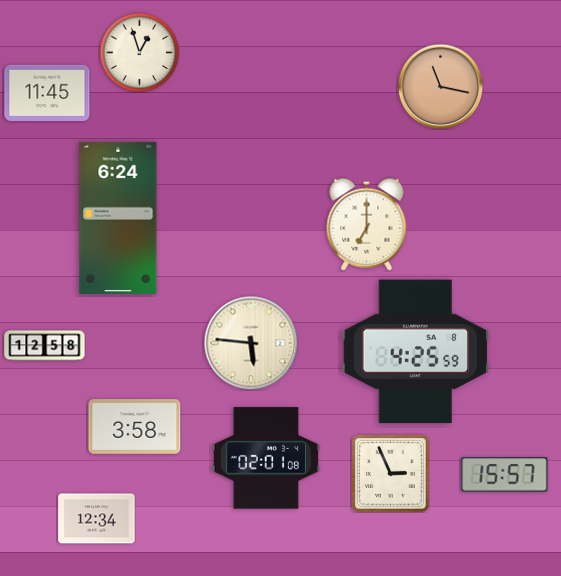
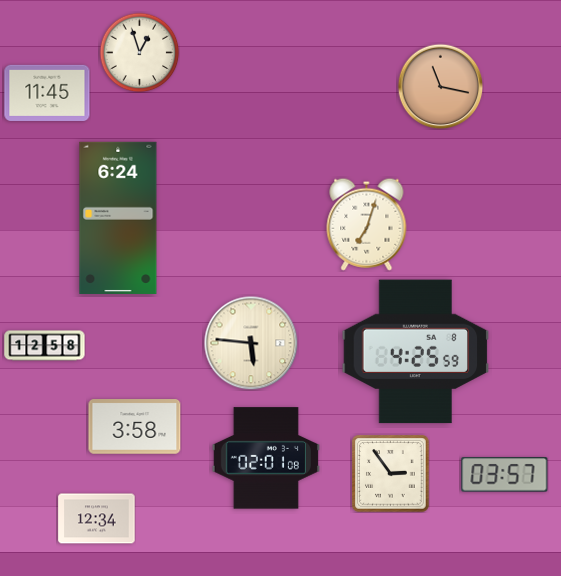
clock at (367, 224): 7:00 -> 7:03
clock at (391, 474): 2:56 -> 2:54
clock at (505, 475): 15:57 -> 03:57
